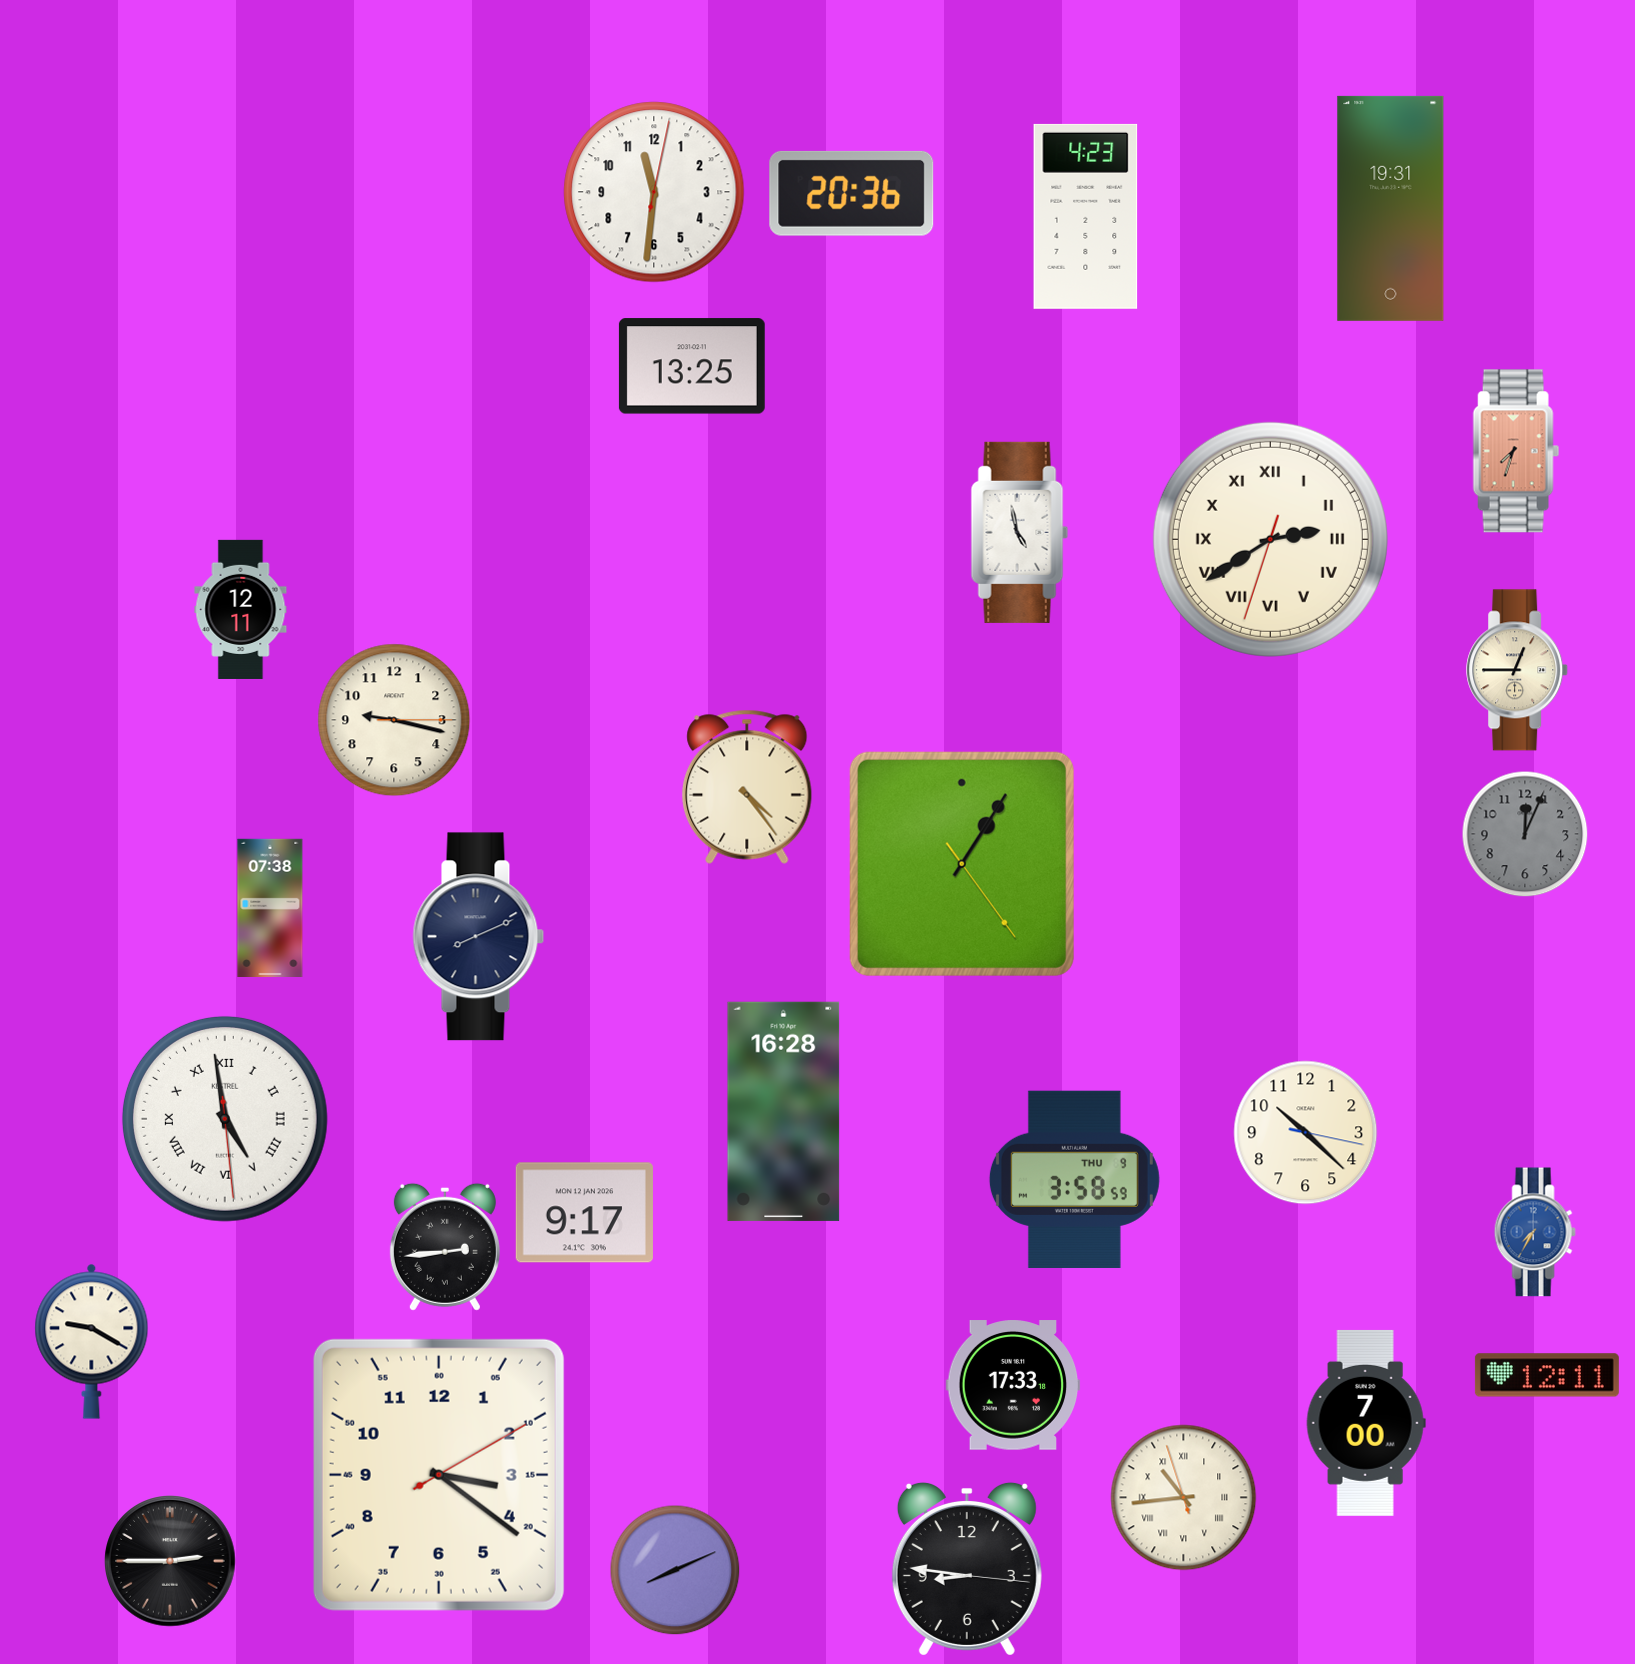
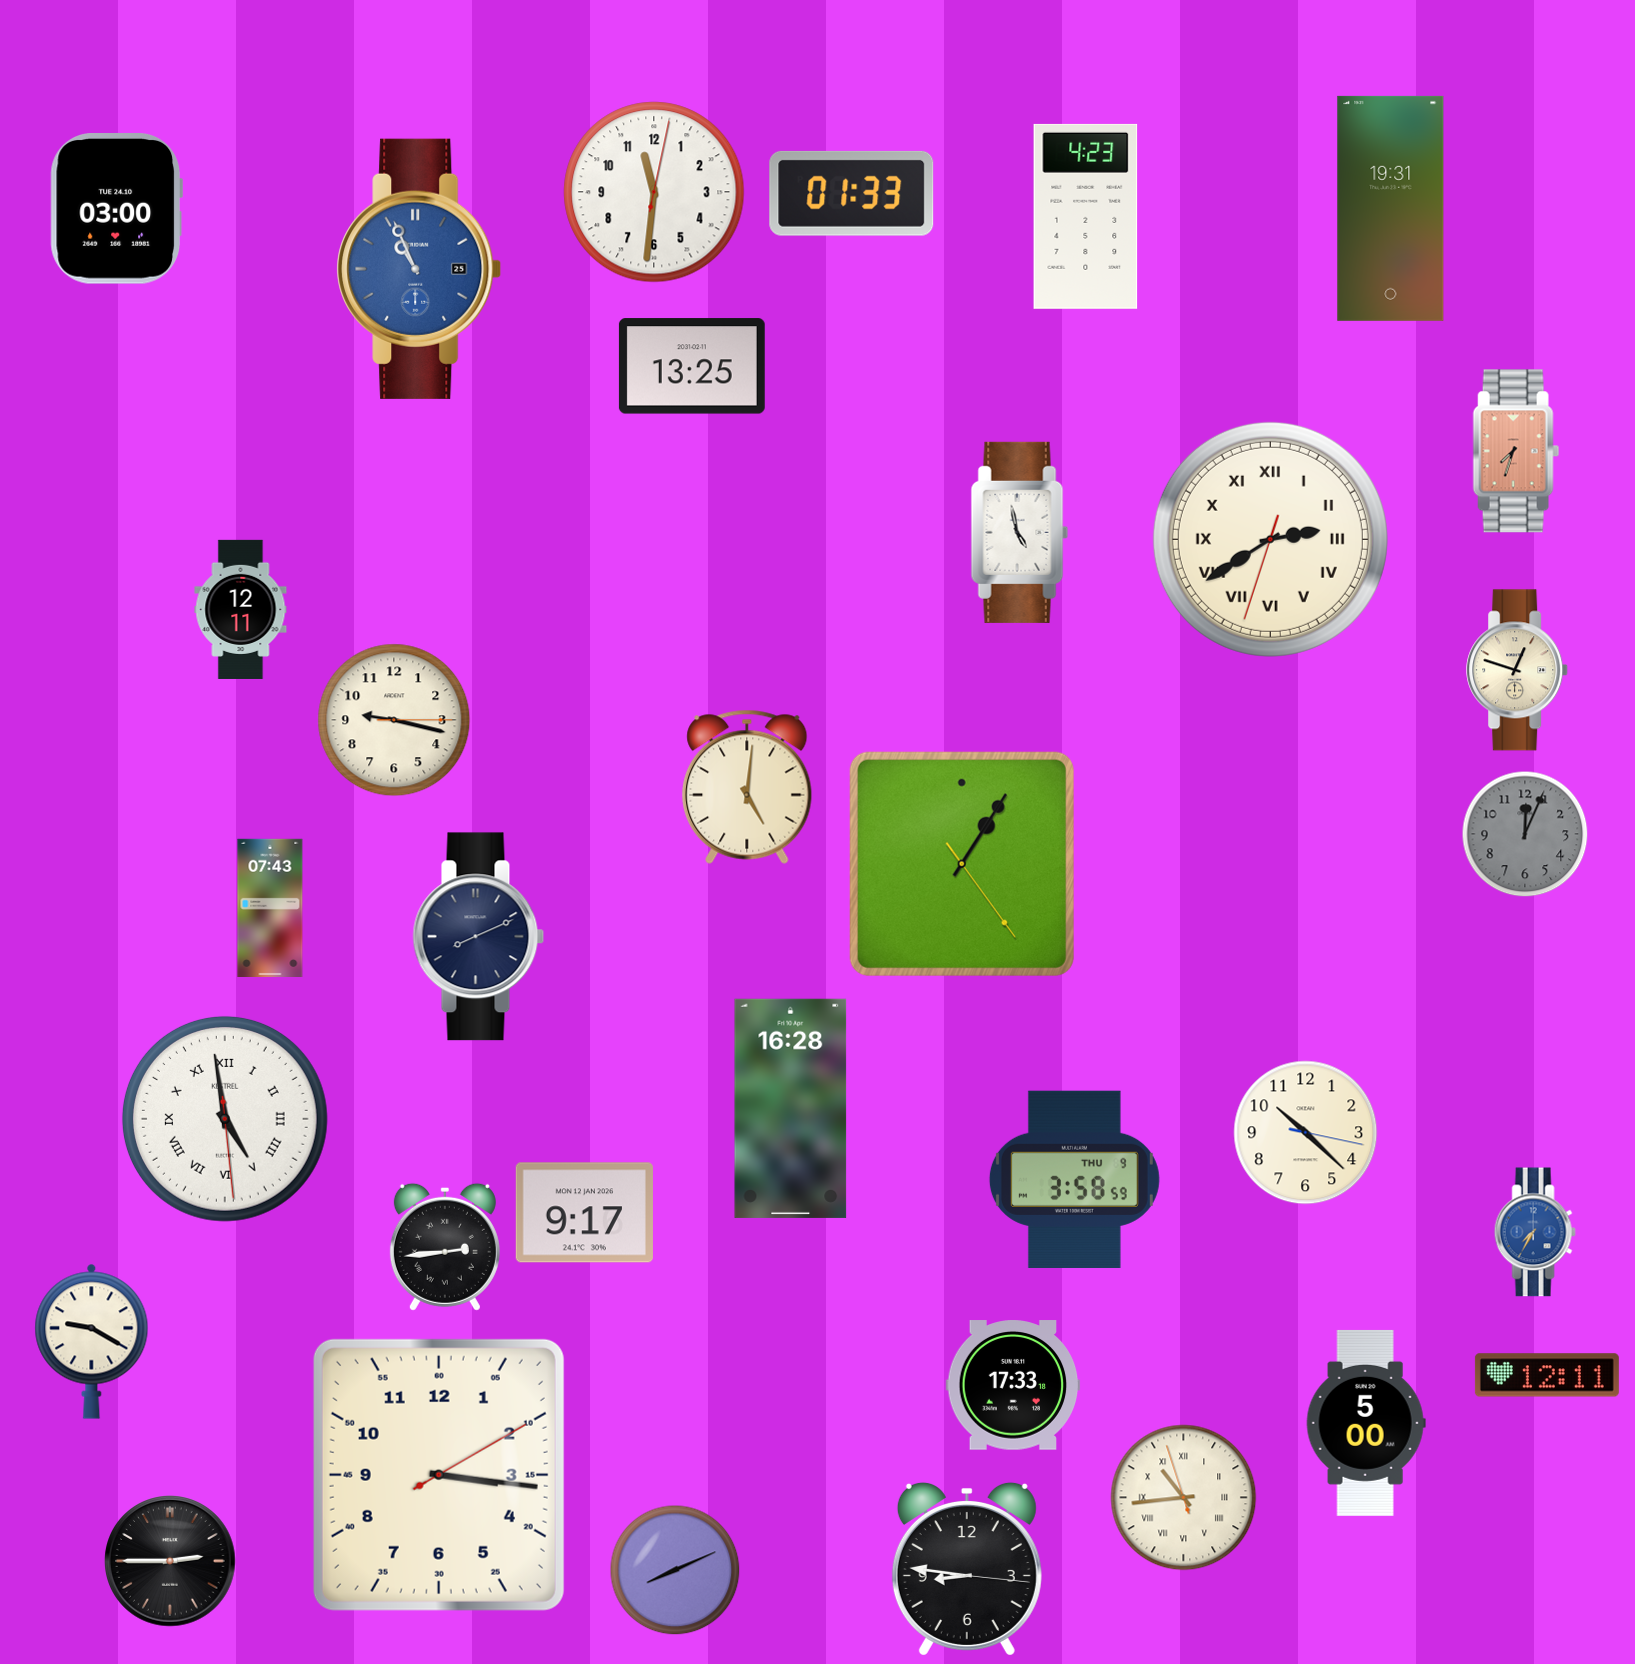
clock at (852, 193): 20:36 -> 01:33
clock at (116, 209): none -> 03:00
clock at (419, 269): none -> 10:56
clock at (1518, 670): 12:45 -> 12:48
clock at (747, 787): 4:24 -> 5:01
clock at (270, 907): 07:38 -> 07:43
clock at (784, 1111) position: (784, 1111) -> (791, 1108)
clock at (1366, 1423): 7:00 -> 5:00
clock at (439, 1475): 3:21 -> 3:16
